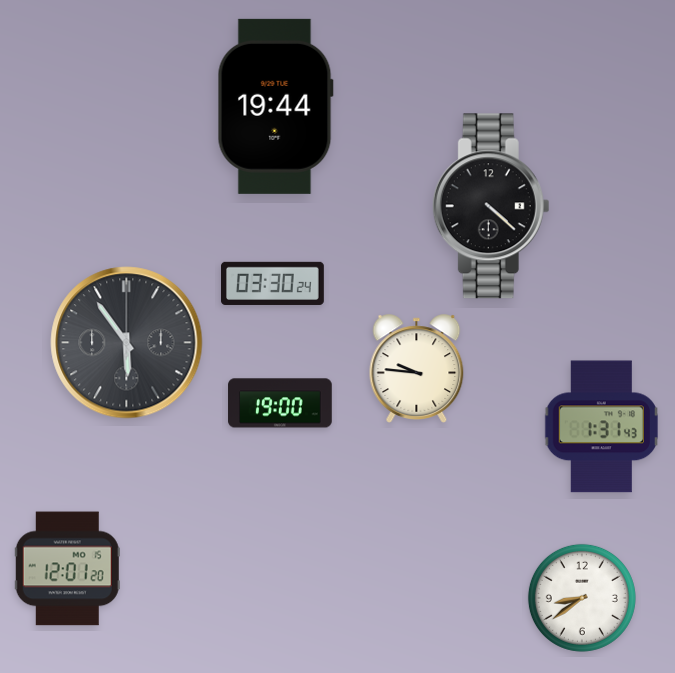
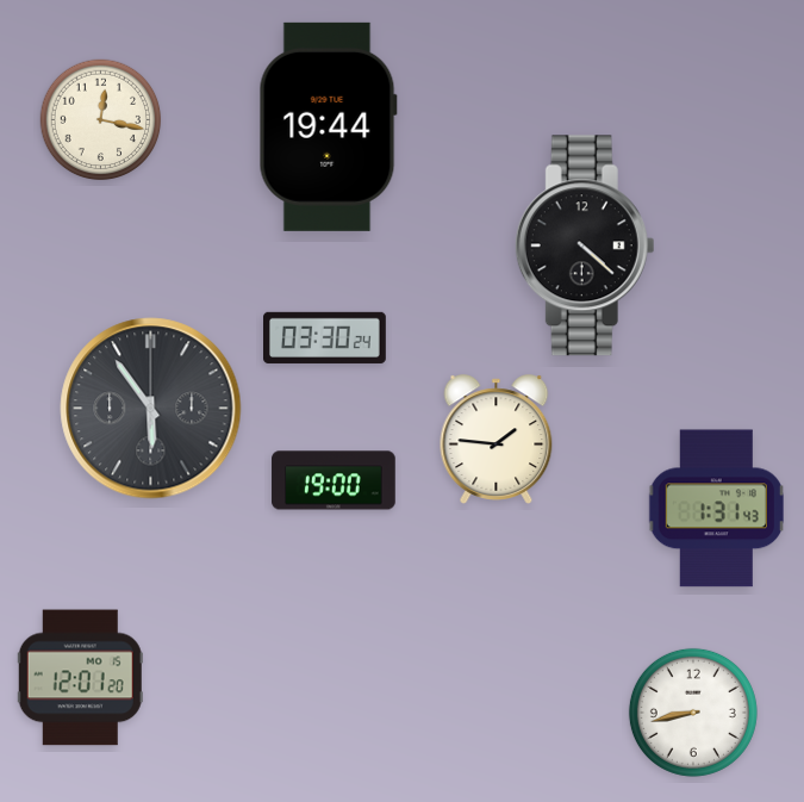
clock at (101, 120): none -> 12:17
clock at (417, 369): 9:46 -> 1:46
clock at (582, 598): 8:39 -> 8:43
